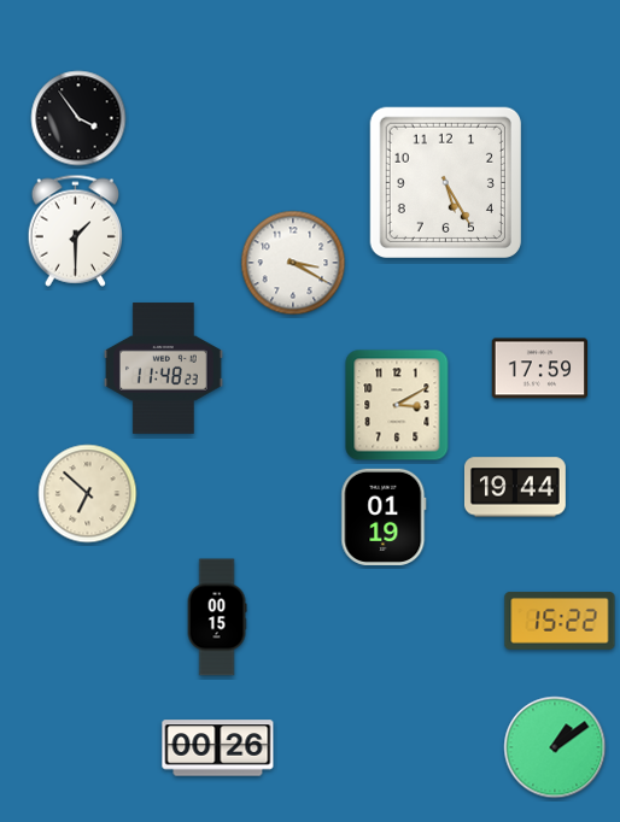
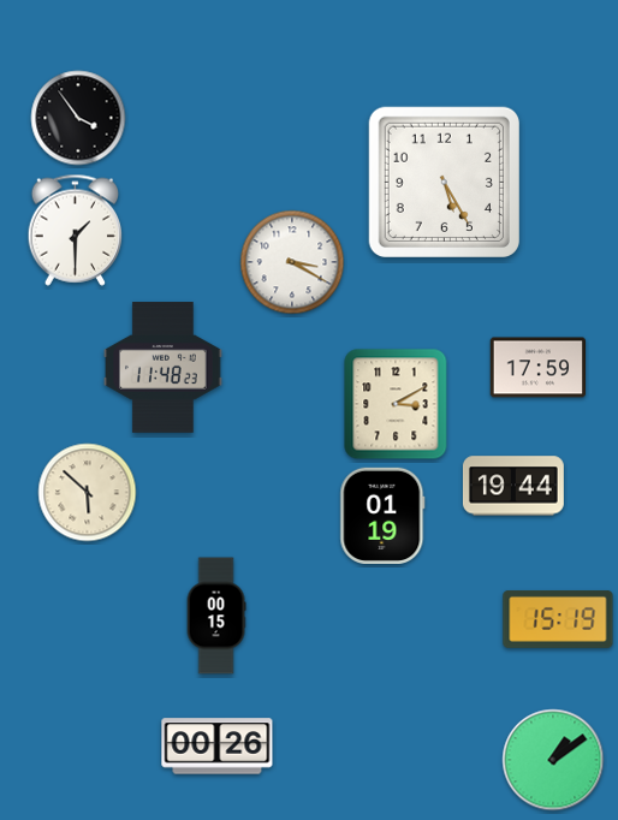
clock at (88, 494): 6:52 -> 5:52
clock at (560, 622): 15:22 -> 15:19
clock at (555, 747) position: (555, 747) -> (553, 760)
